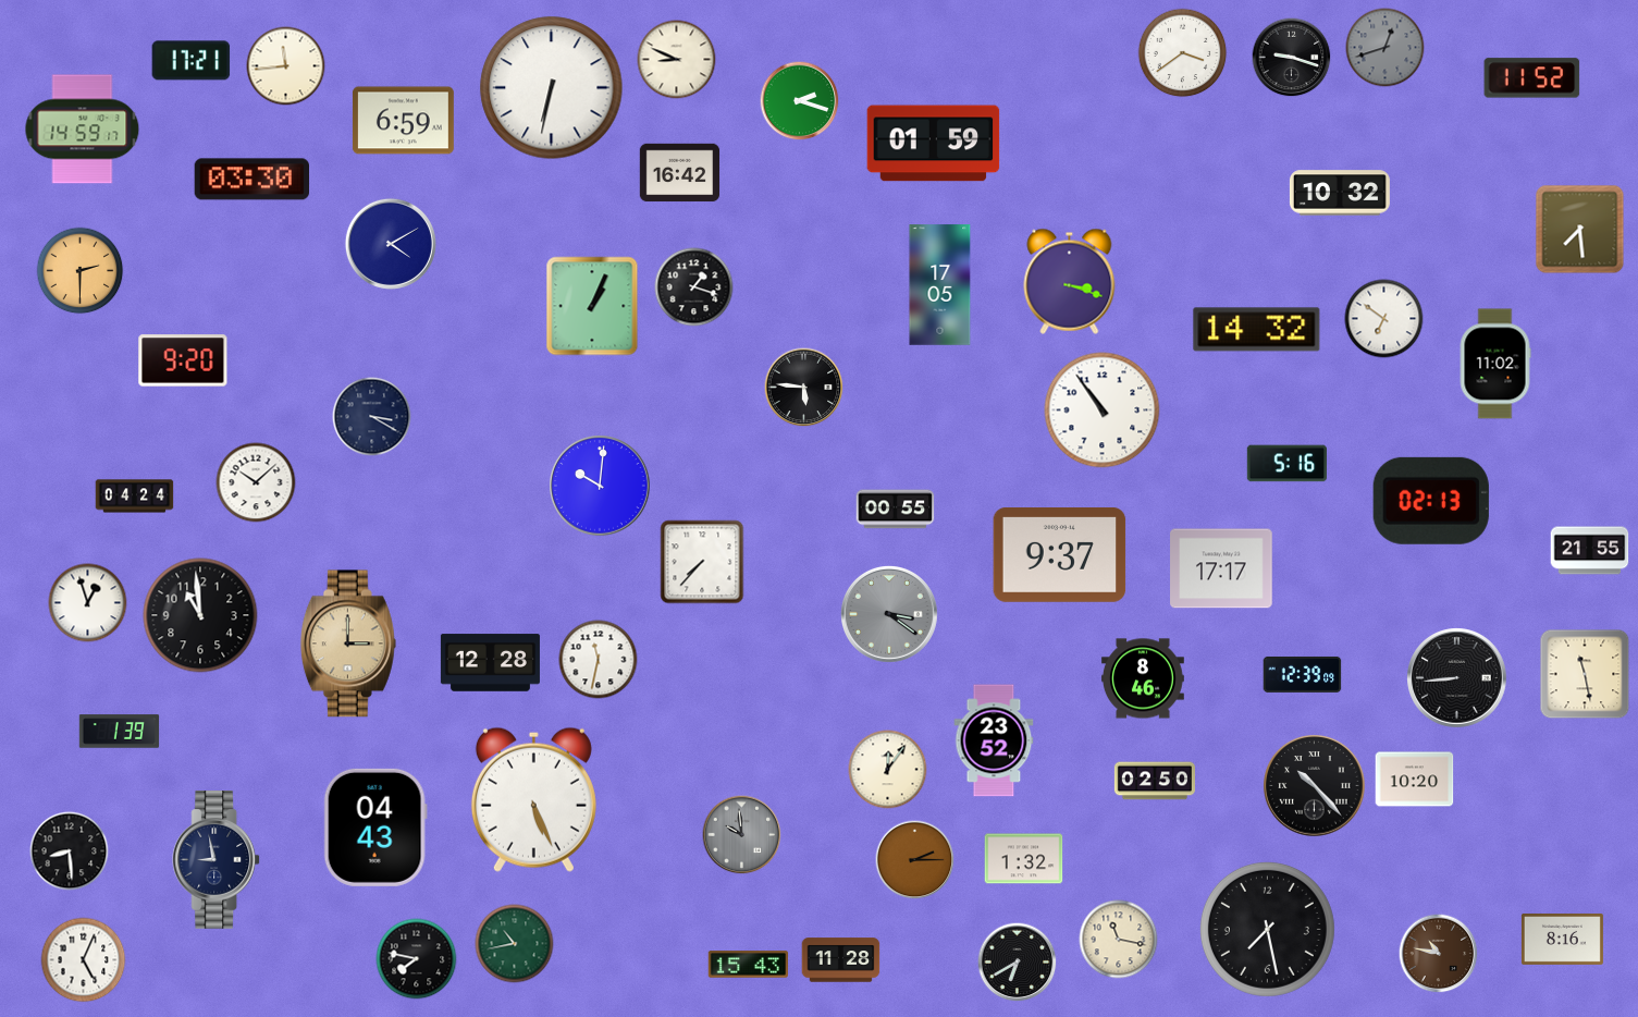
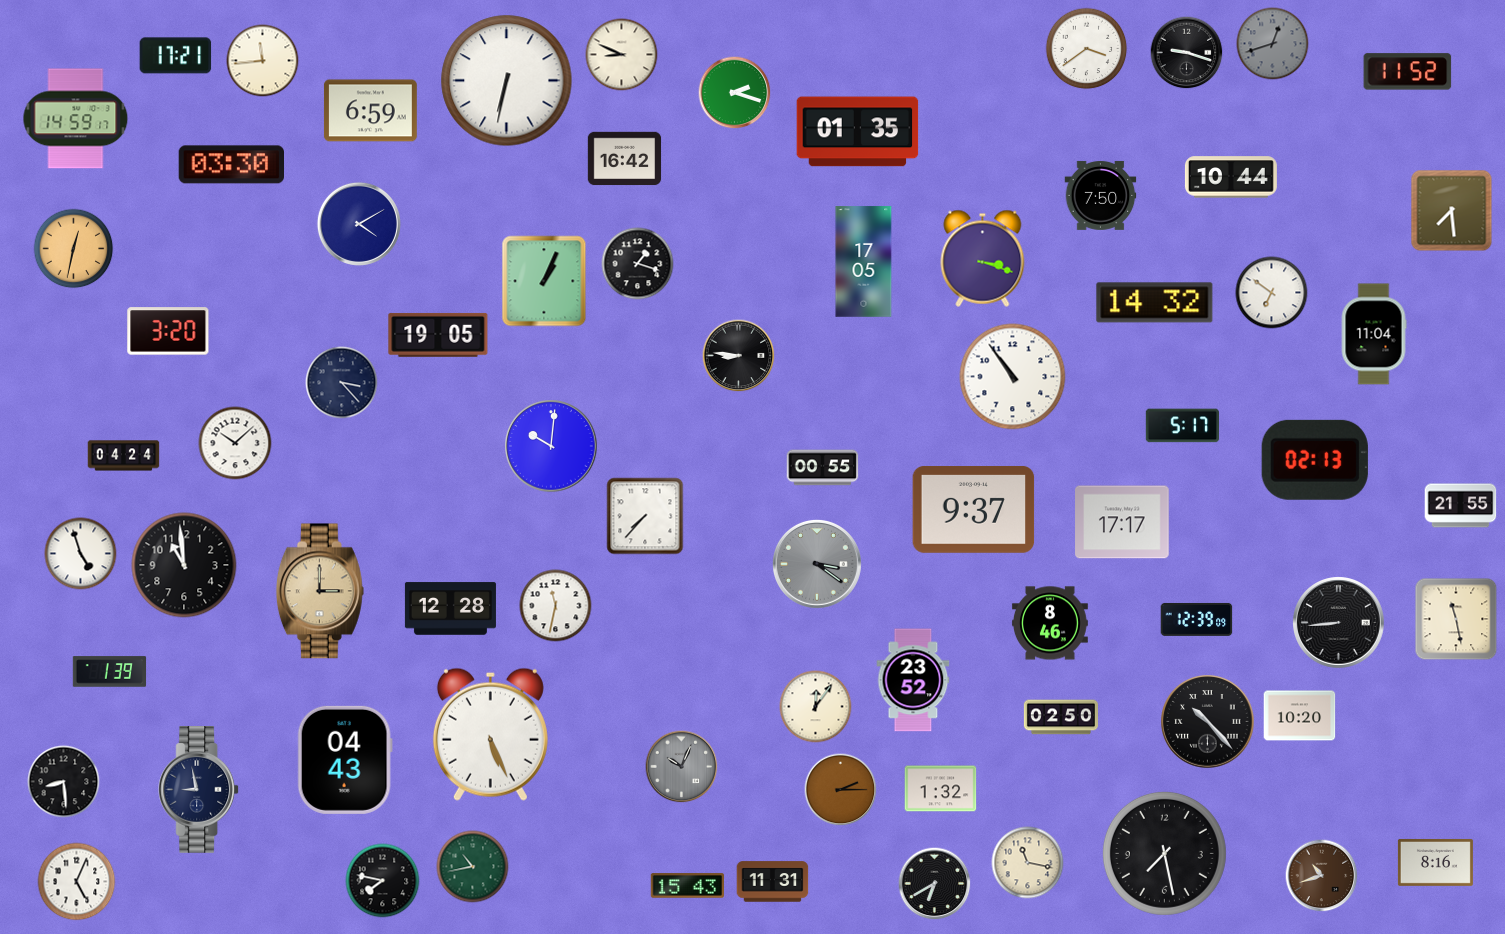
clock at (934, 144): 01:59 -> 01:35
clock at (1340, 193): 10:32 -> 10:44
clock at (1101, 196): none -> 7:50
clock at (81, 271): 2:30 -> 12:32
clock at (183, 360): 9:20 -> 3:20
clock at (1495, 364): 11:02 -> 11:04
clock at (438, 335): none -> 19:05
clock at (804, 388): 5:46 -> 8:46
clock at (372, 417): 3:20 -> 3:23
clock at (1286, 464): 5:16 -> 5:17
clock at (88, 603): 12:57 -> 4:57
clock at (599, 660) position: (599, 660) -> (556, 606)
clock at (742, 835): 9:59 -> 10:04
clock at (1439, 954): 10:47 -> 10:42
clock at (841, 960): 11:28 -> 11:31
